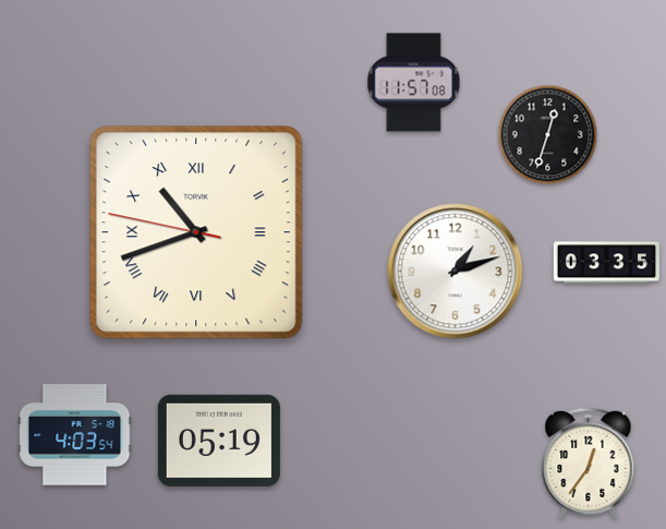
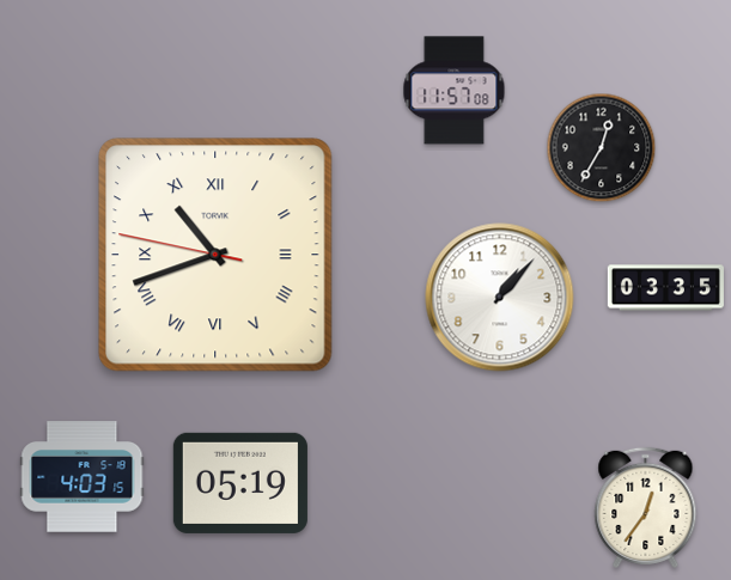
clock at (548, 135): 12:33 -> 12:35
clock at (456, 272): 1:12 -> 1:07
clock at (75, 435): 4:03:54 -> 4:03:15
